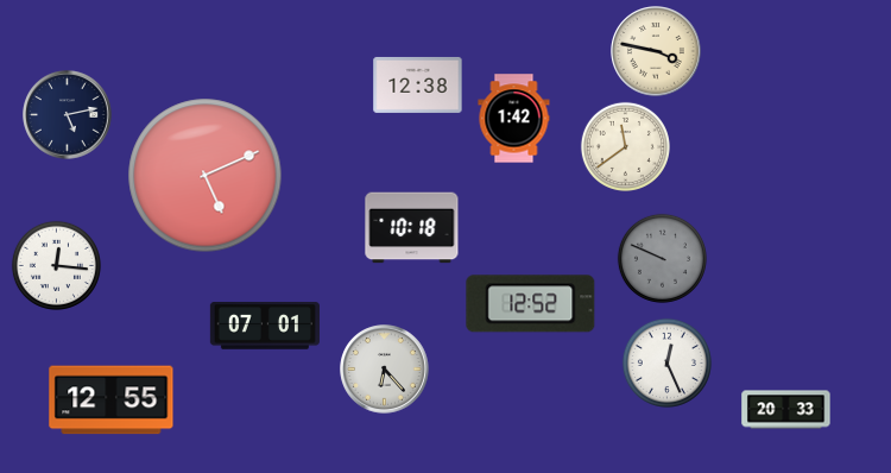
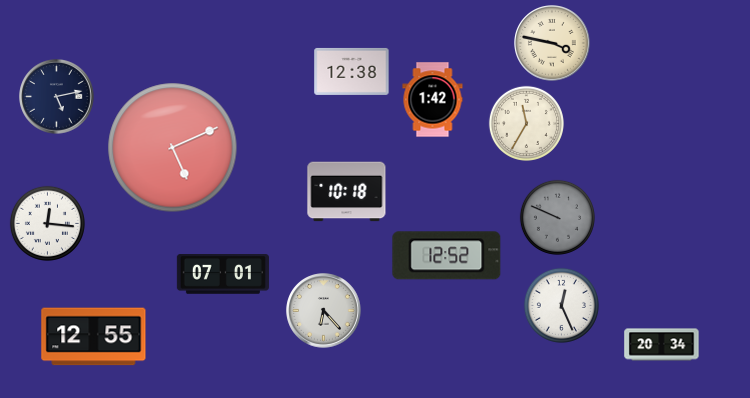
clock at (625, 146): 11:39 -> 11:35
clock at (786, 410): 20:33 -> 20:34
